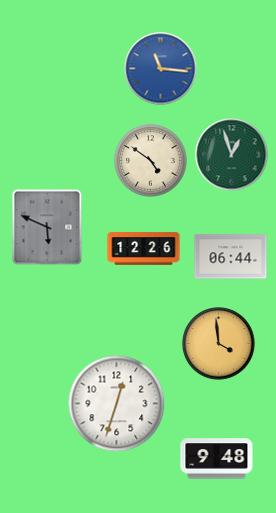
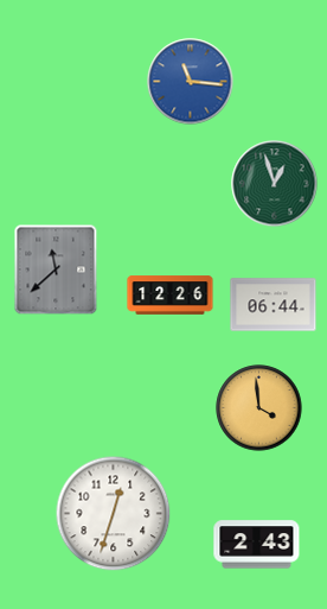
clock at (151, 161): 4:51 -> none
clock at (47, 227): 5:49 -> 11:38
clock at (117, 404) position: (117, 404) -> (114, 514)
clock at (217, 459): 9:48 -> 2:43
